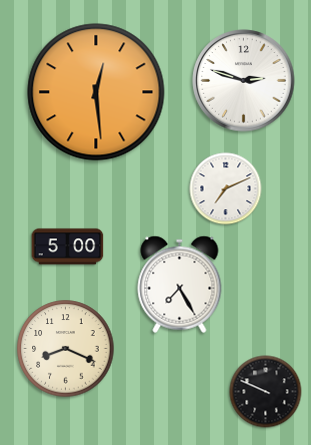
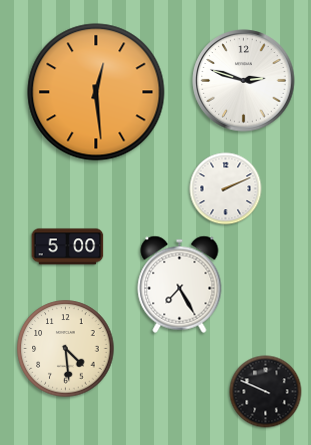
clock at (226, 189): 7:11 -> 2:11
clock at (66, 349): 8:19 -> 4:29
